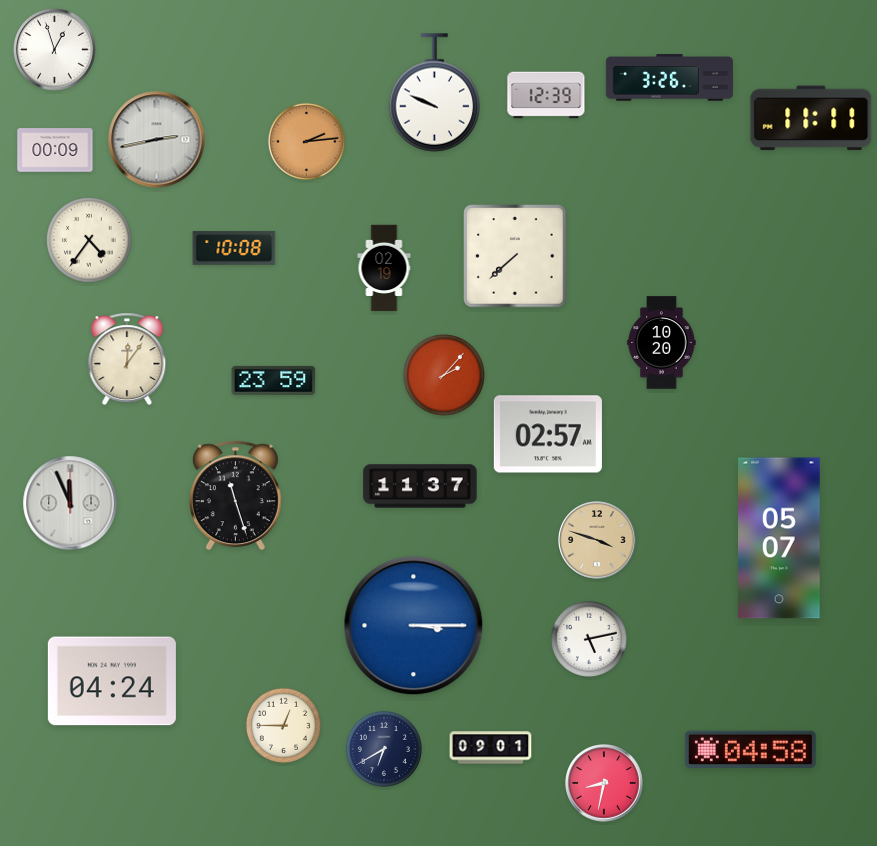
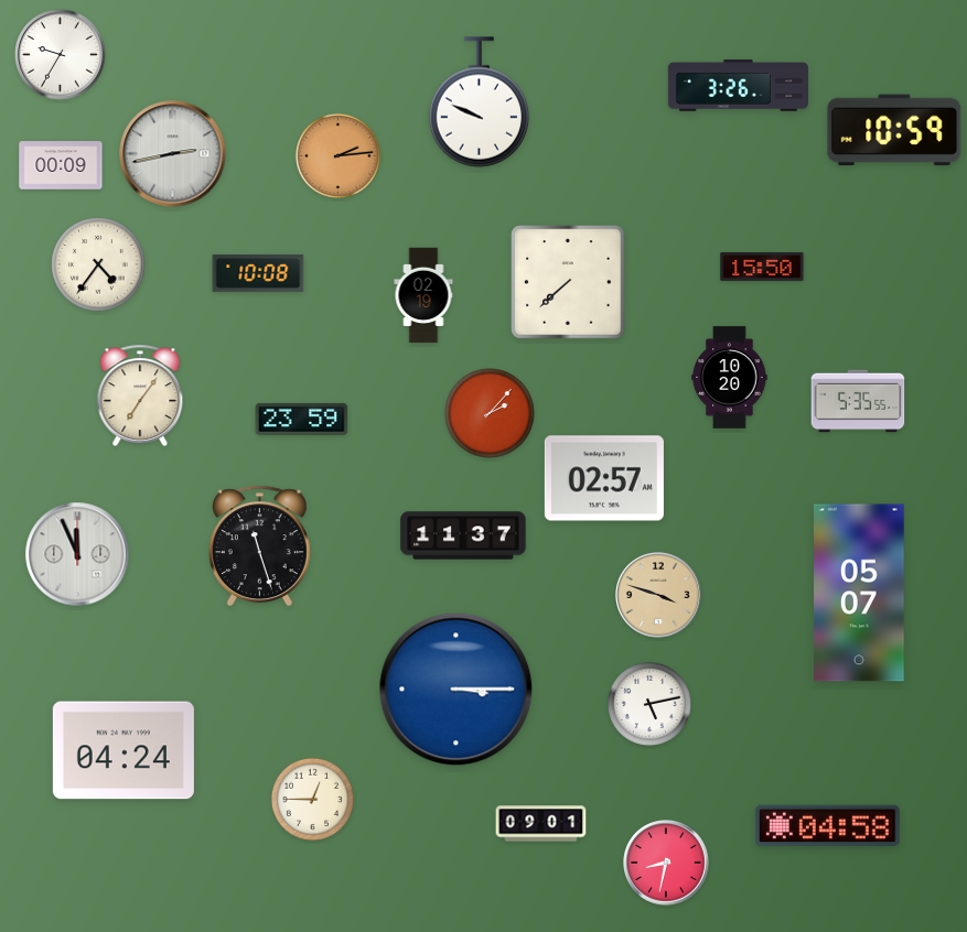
clock at (55, 50): 12:57 -> 9:35
clock at (546, 95): 12:39 -> none
clock at (811, 118): 11:11 -> 10:59
clock at (762, 267): none -> 15:50
clock at (127, 359): 12:06 -> 7:06
clock at (858, 401): none -> 5:35
clock at (384, 749): 6:40 -> none
